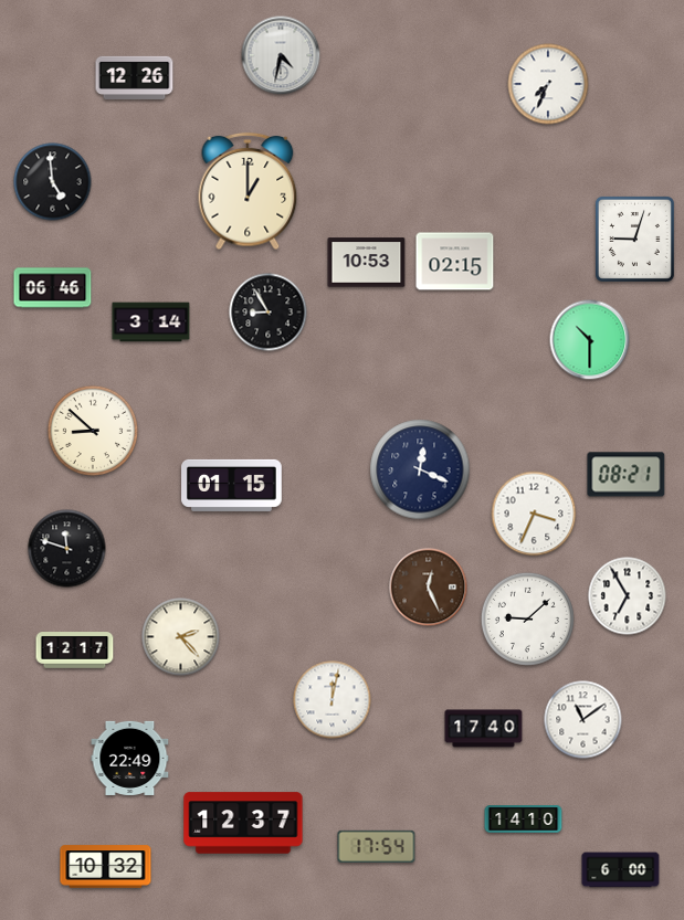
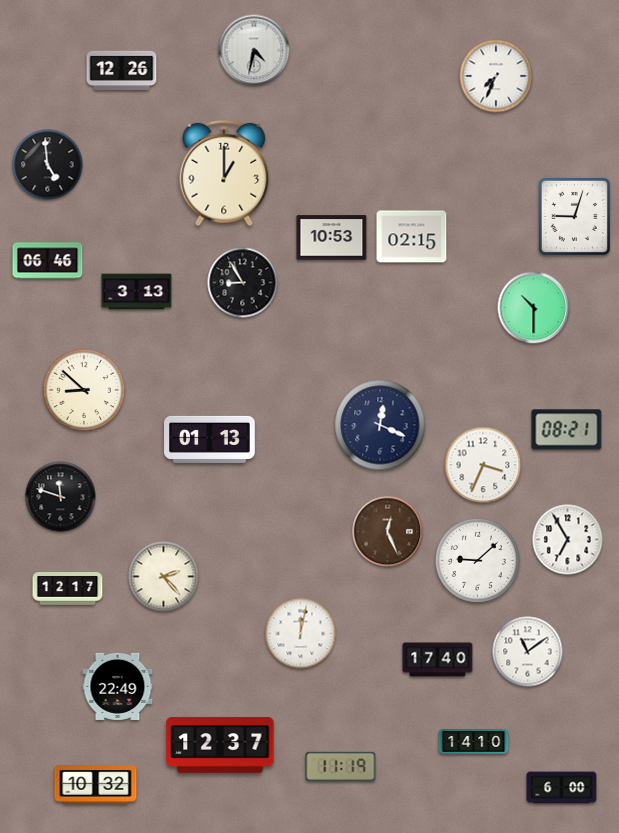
clock at (151, 322): 3:14 -> 3:13
clock at (232, 485): 01:15 -> 01:13
clock at (377, 846): 17:54 -> 11:19
